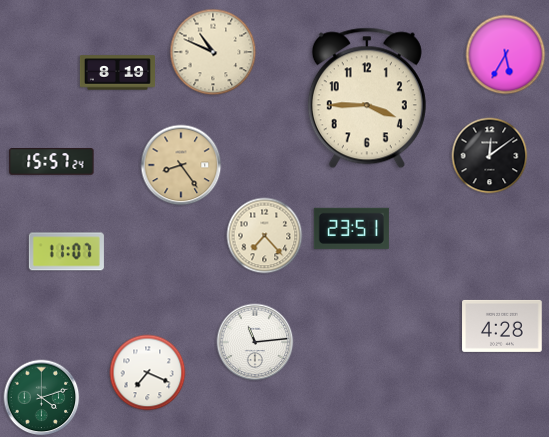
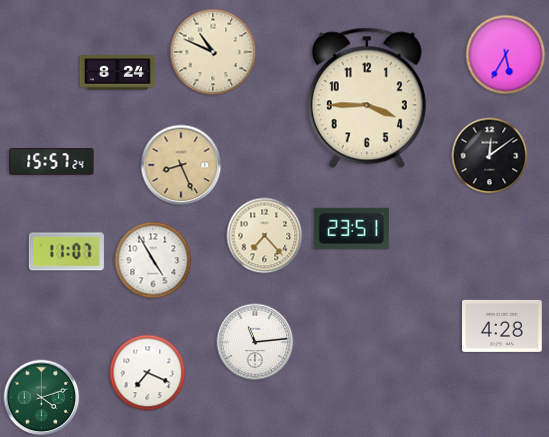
clock at (117, 73): 8:19 -> 8:24
clock at (181, 165): 8:24 -> 8:26
clock at (153, 260): none -> 4:55
